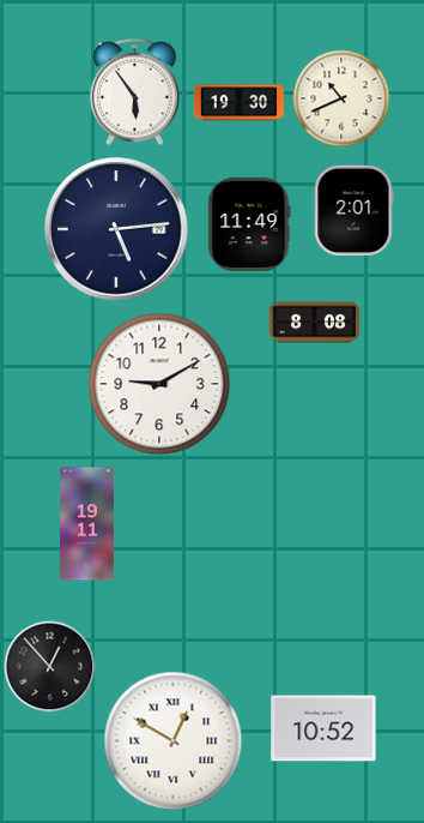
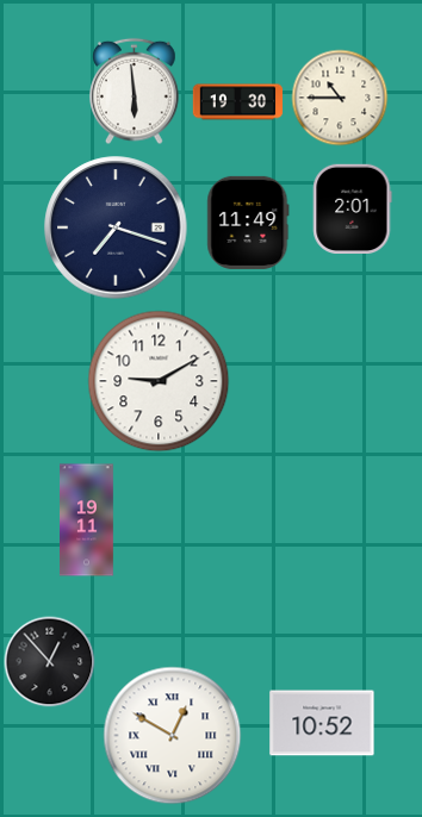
clock at (135, 92): 5:54 -> 5:59
clock at (341, 98): 10:41 -> 10:45
clock at (116, 229): 5:14 -> 7:18
clock at (315, 323): 8:08 -> none
